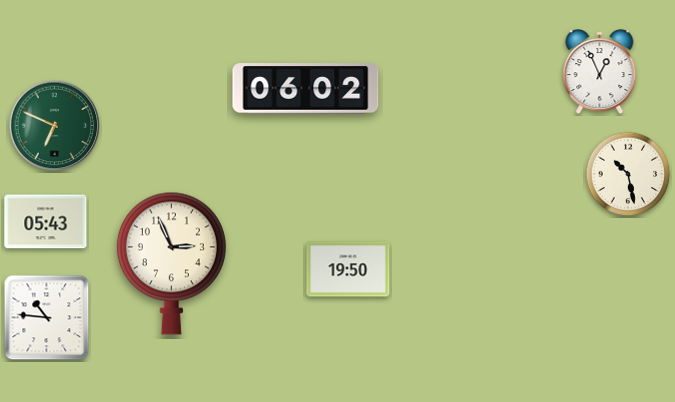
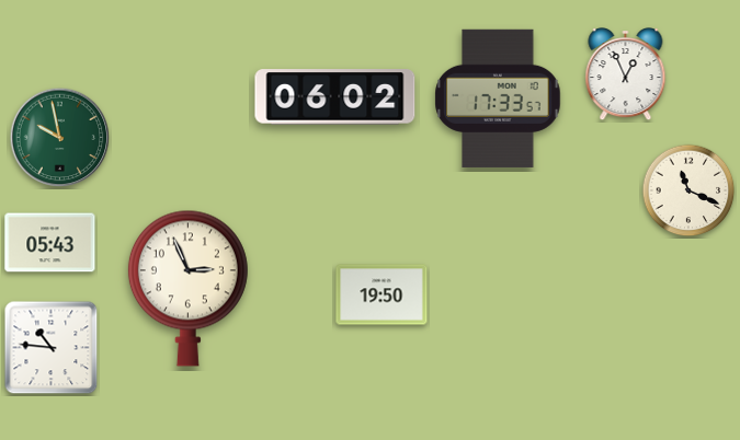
clock at (600, 73) position: (600, 73) -> (626, 76)
clock at (498, 99): none -> 17:33
clock at (55, 126): 6:49 -> 9:58
clock at (628, 174): 10:28 -> 11:19
